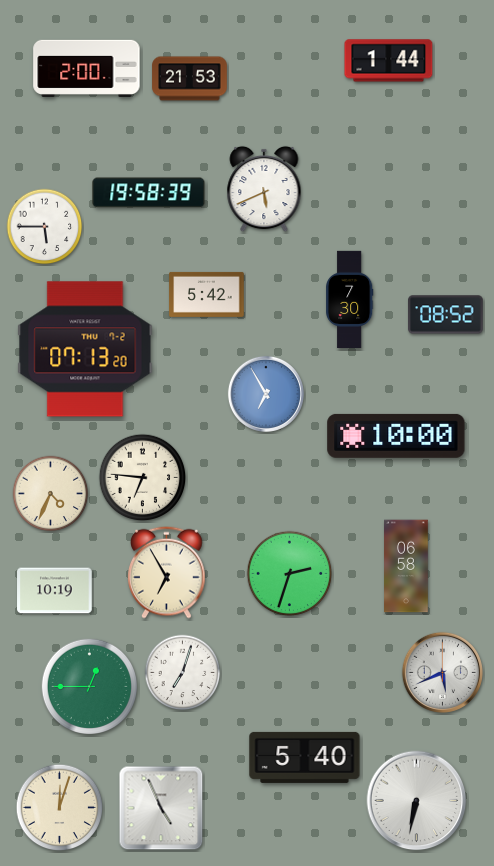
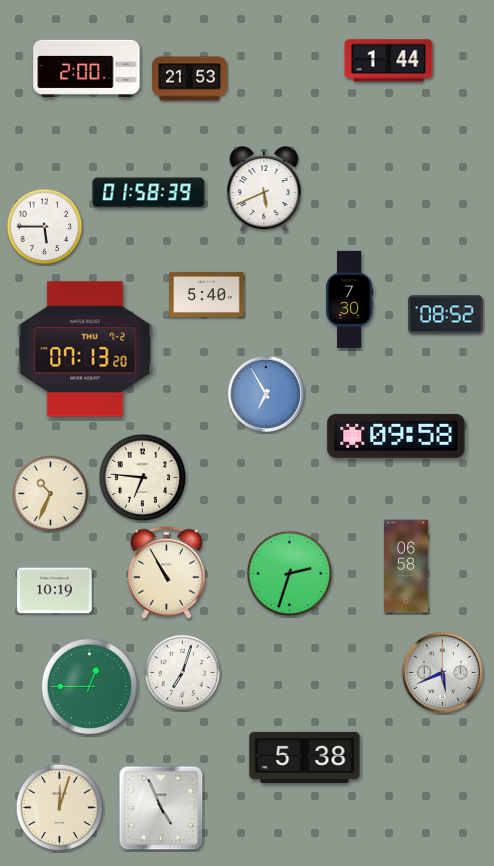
clock at (149, 193): 19:58 -> 01:58
clock at (207, 294): 5:42 -> 5:40
clock at (396, 436): 10:00 -> 09:58
clock at (51, 494): 4:34 -> 10:34
clock at (167, 572): 6:55 -> 10:55
clock at (305, 757): 5:40 -> 5:38
clock at (417, 801): 6:32 -> none
